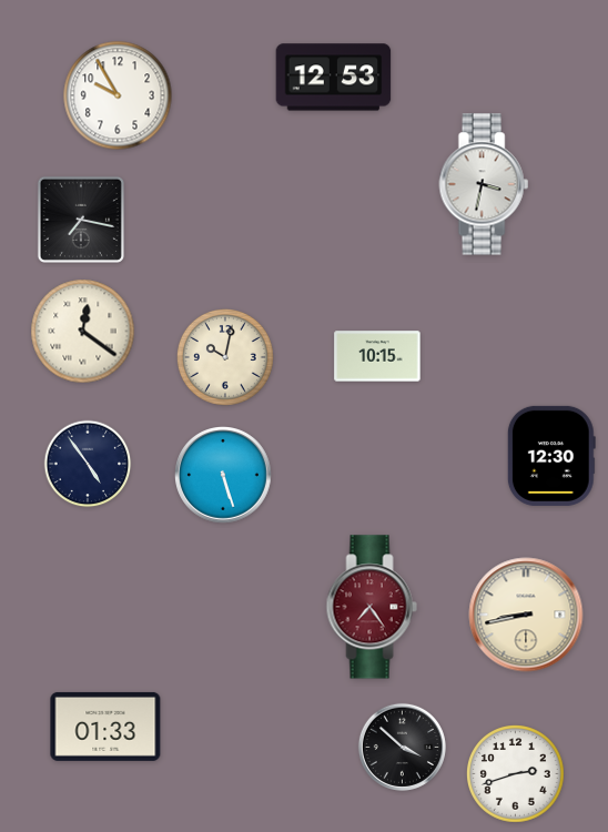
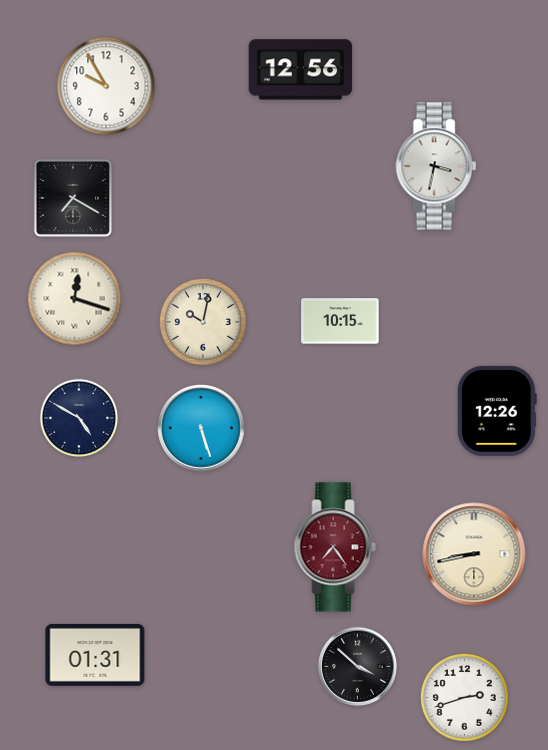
clock at (334, 78): 12:53 -> 12:56
clock at (81, 220): 7:17 -> 7:20
clock at (83, 332): 12:21 -> 12:18
clock at (551, 456): 12:30 -> 12:26
clock at (88, 464): 4:54 -> 4:50
clock at (105, 727): 01:33 -> 01:31
clock at (402, 747) position: (402, 747) -> (357, 666)
